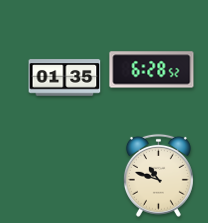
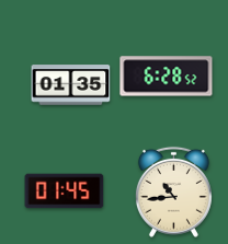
clock at (65, 191): none -> 01:45
clock at (158, 175): 10:48 -> 10:44
